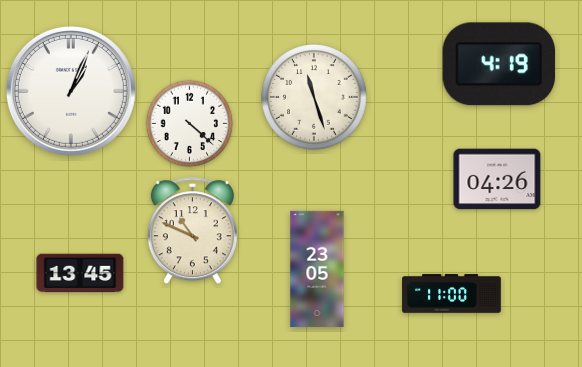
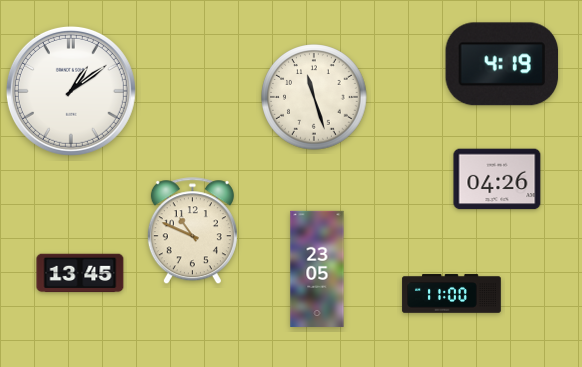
clock at (499, 64) position: (499, 64) -> (502, 64)
clock at (71, 91): 1:04 -> 1:09
clock at (190, 124): 4:22 -> none
